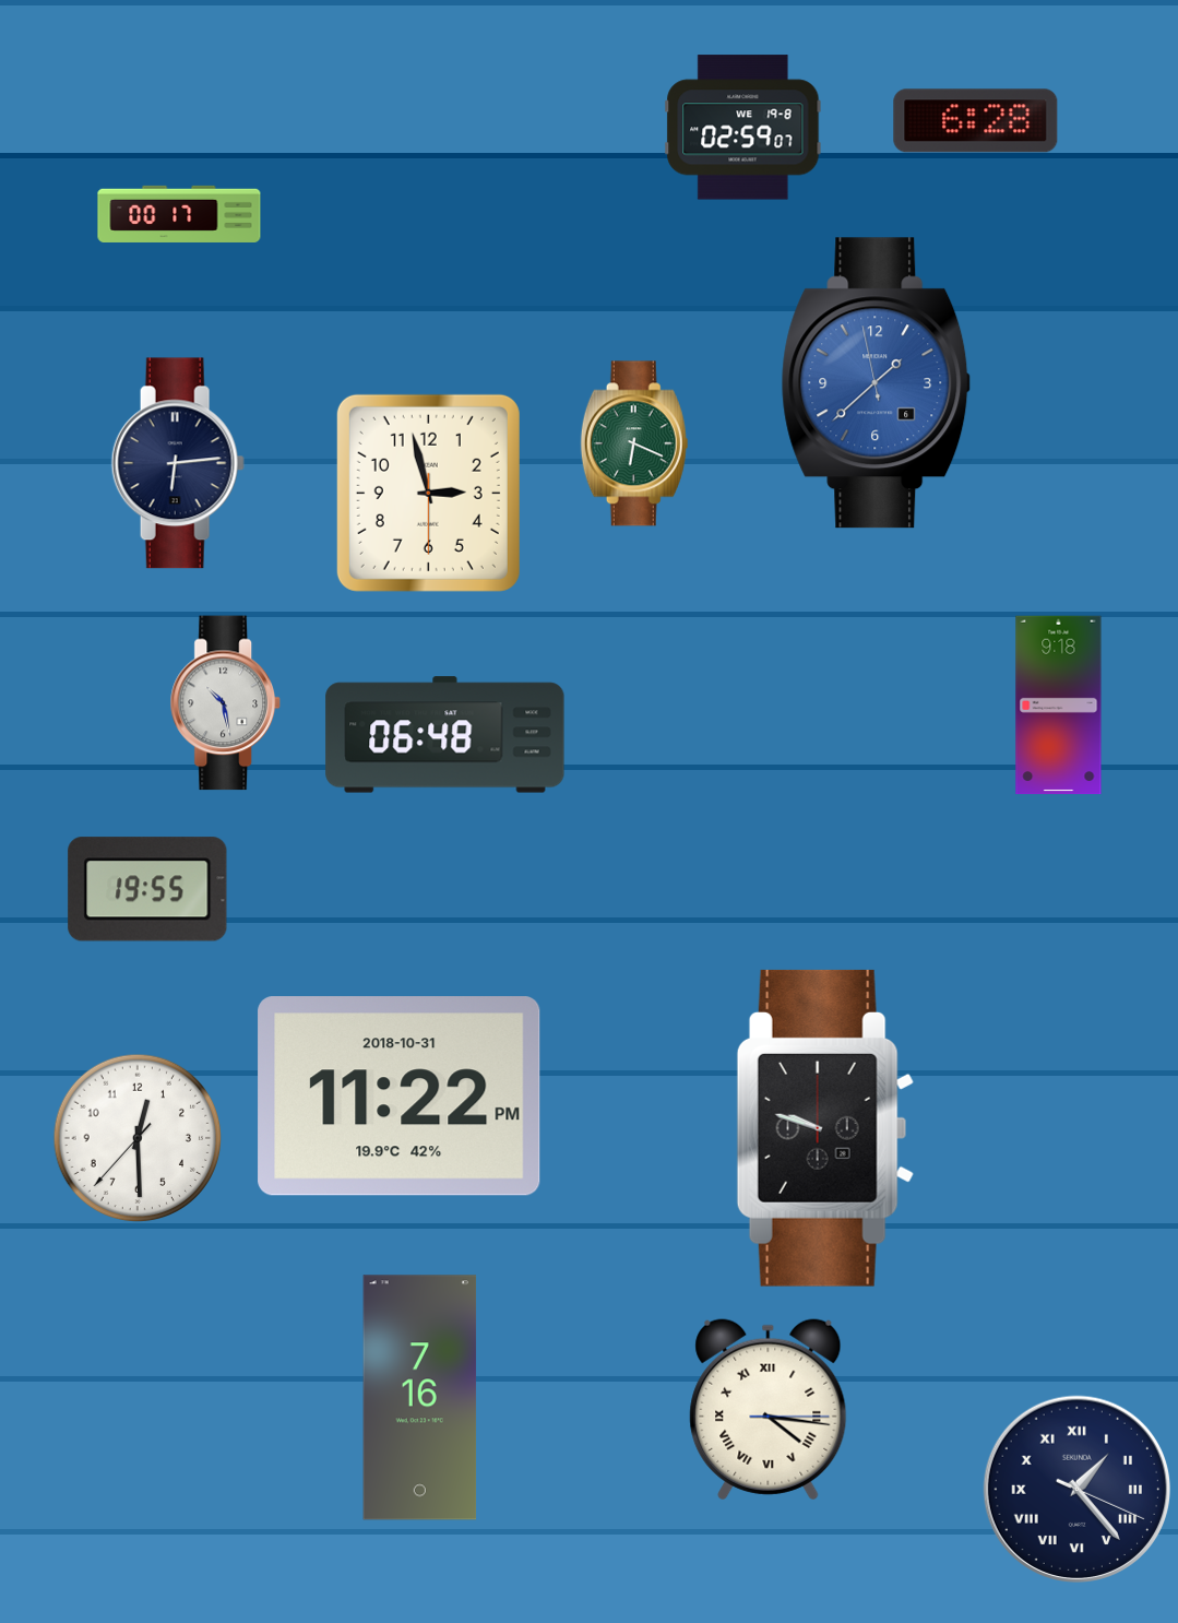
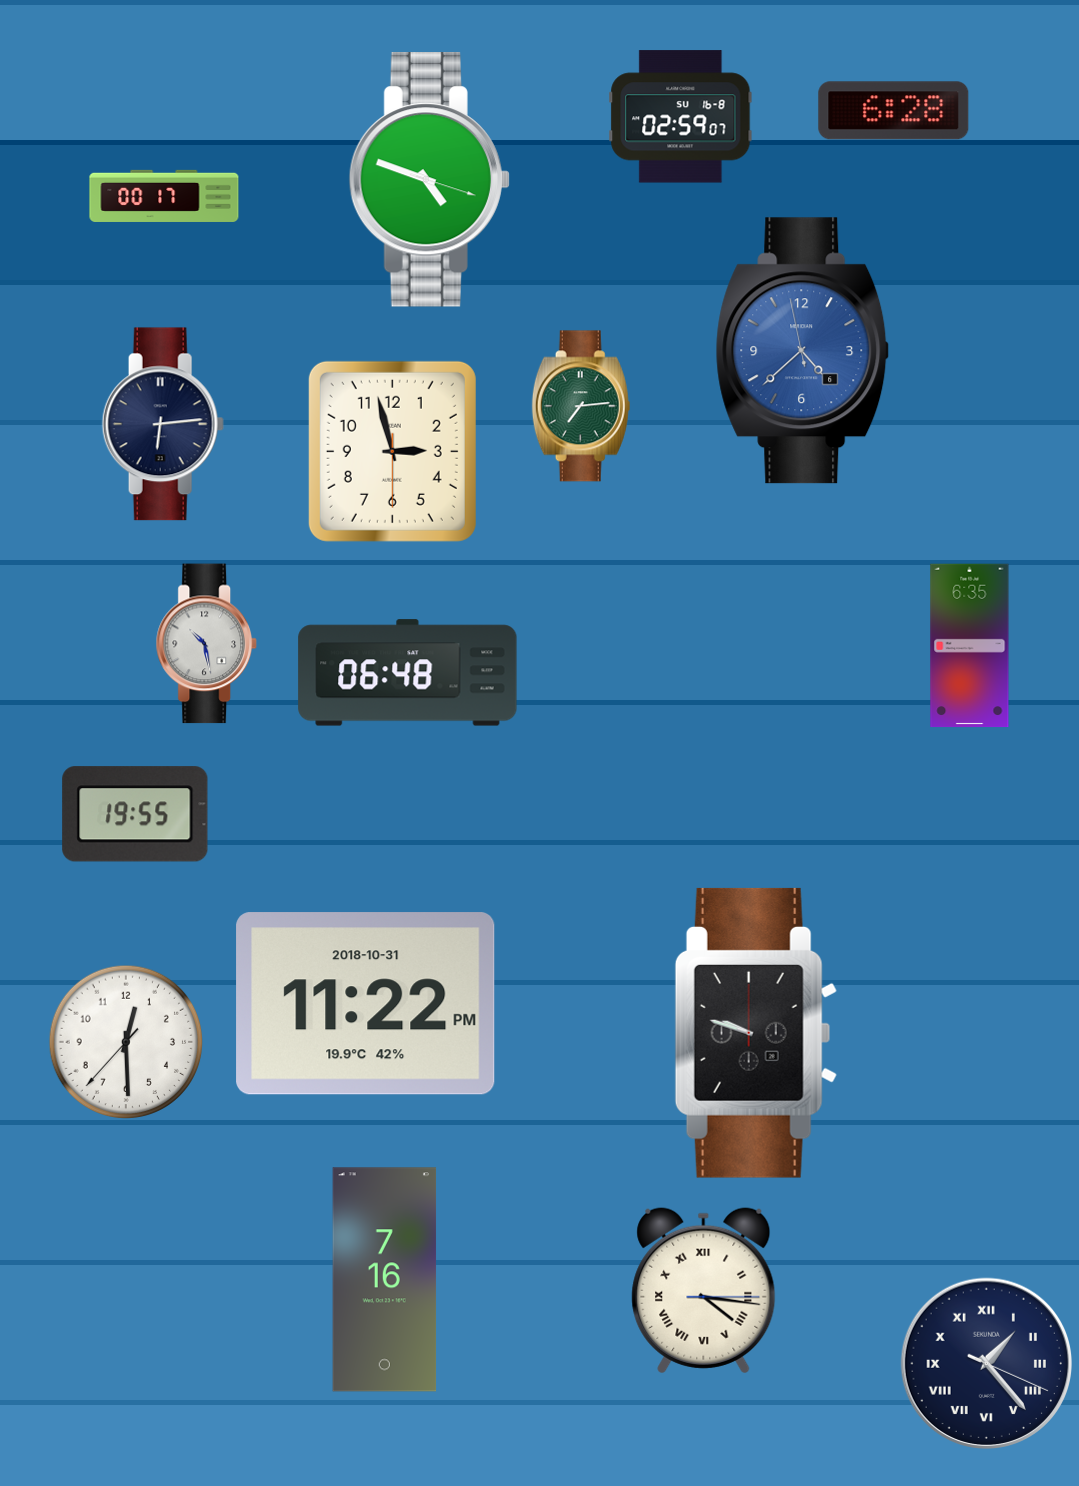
clock at (743, 128) date: WE 19-8 -> SU 16-8
clock at (429, 180): none -> 4:48
clock at (877, 383): 1:37 -> 4:37
clock at (634, 443): 6:19 -> 7:14
clock at (1059, 706): 9:18 -> 6:35
